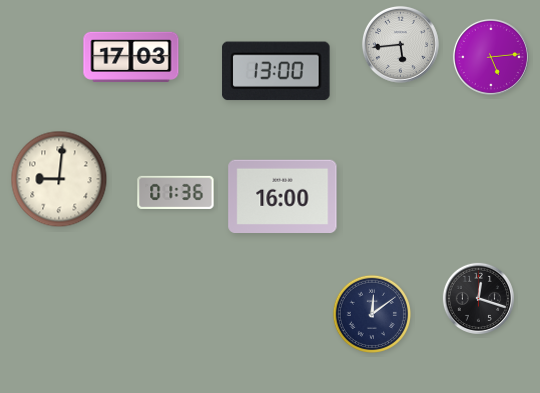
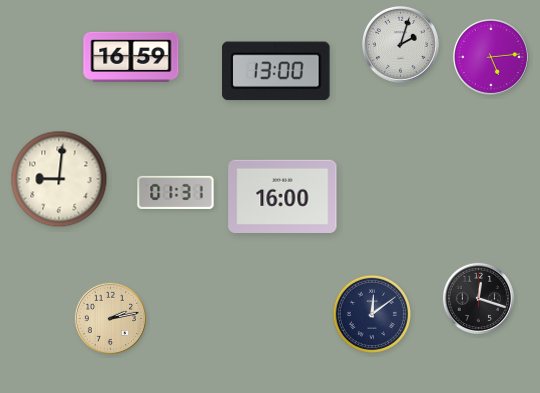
clock at (400, 44): 5:44 -> 2:03
clock at (131, 57): 17:03 -> 16:59
clock at (176, 192): 01:36 -> 01:31
clock at (110, 318): none -> 2:13
